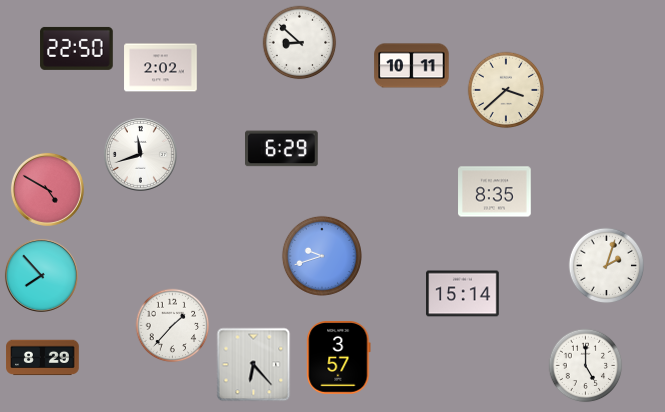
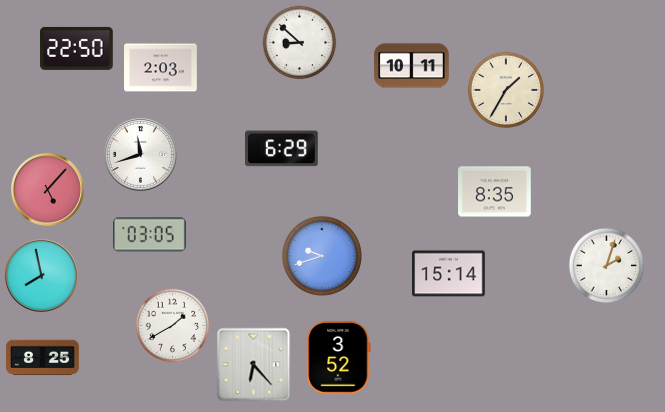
clock at (161, 68): 2:02 -> 2:03
clock at (506, 90): 3:38 -> 1:35
clock at (47, 189): 4:50 -> 5:07
clock at (150, 235): none -> 03:05
clock at (41, 275): 7:53 -> 7:58
clock at (463, 294) position: (463, 294) -> (449, 274)
clock at (173, 326): 1:37 -> 1:40
clock at (43, 358): 8:29 -> 8:25
clock at (339, 358): 3:57 -> 3:52
clock at (586, 366): 5:00 -> none
